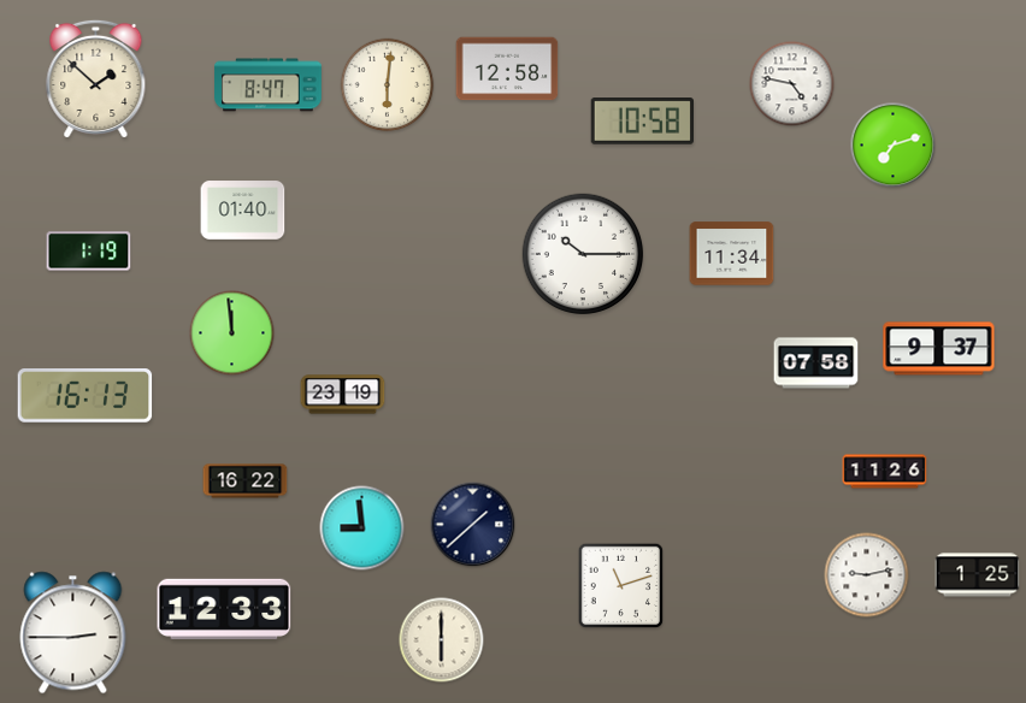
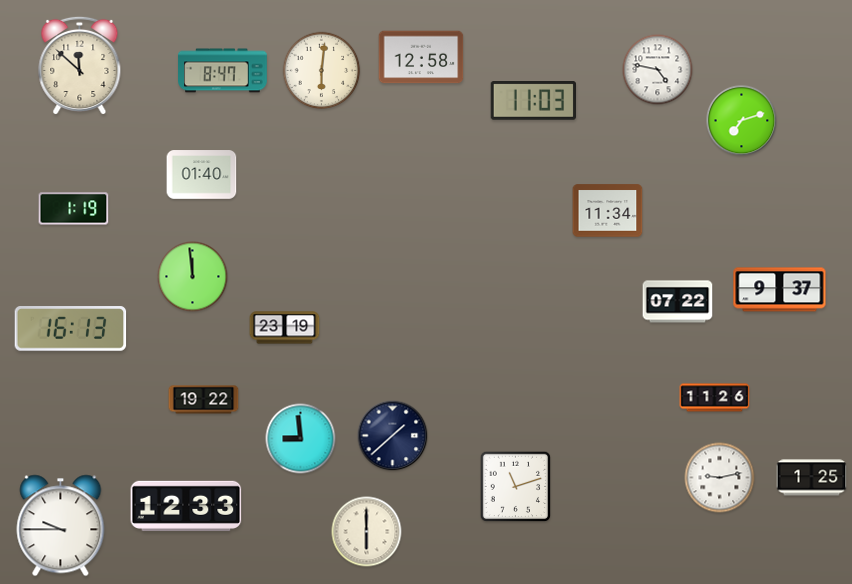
clock at (96, 78): 1:52 -> 11:52
clock at (642, 122): 10:58 -> 11:03
clock at (583, 254): 10:15 -> none
clock at (816, 364): 07:58 -> 07:22
clock at (885, 472) position: (885, 472) -> (715, 398)
clock at (246, 482): 16:22 -> 19:22
clock at (73, 633): 2:45 -> 9:45
